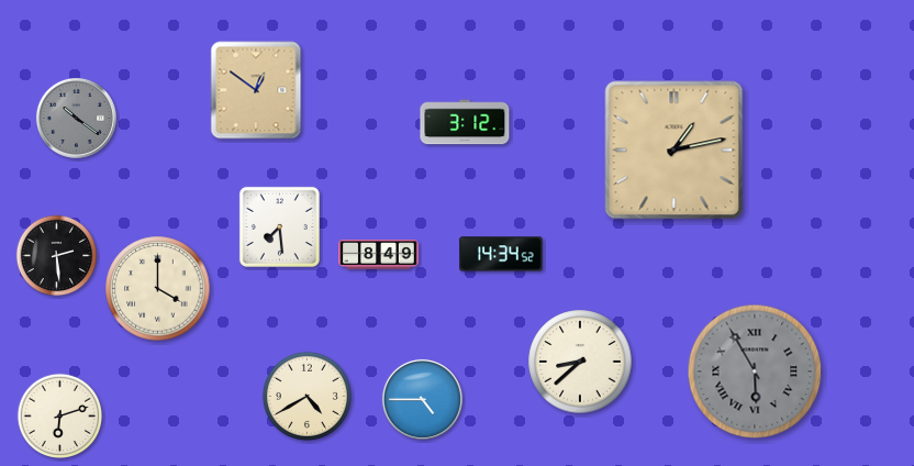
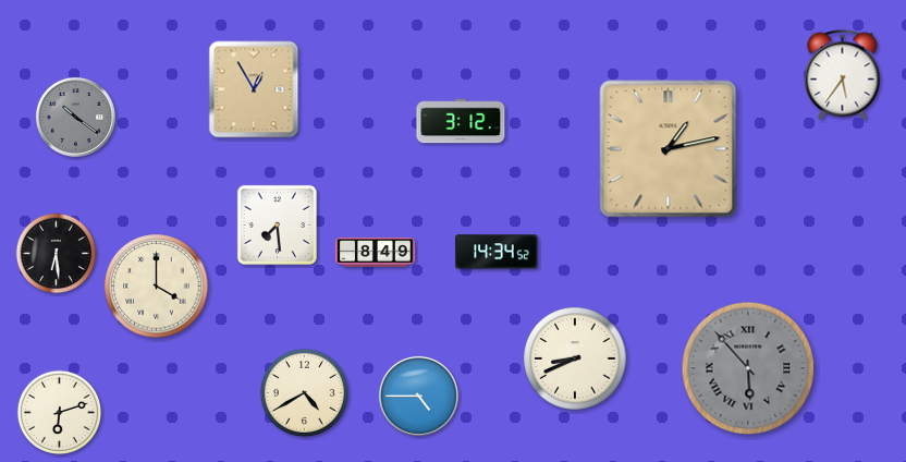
clock at (843, 75): none -> 5:36
clock at (256, 90): 12:51 -> 12:55
clock at (57, 256): 2:29 -> 6:29
clock at (580, 362): 8:38 -> 8:41
clock at (755, 371): 5:55 -> 5:53
